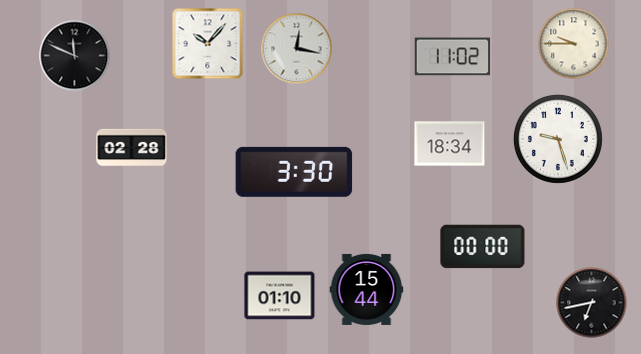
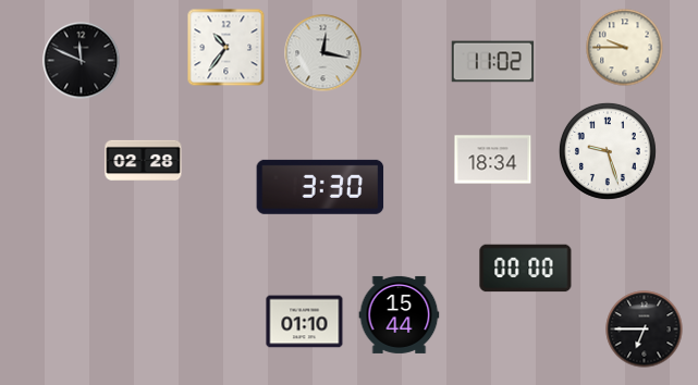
clock at (208, 44): 10:07 -> 10:36
clock at (450, 144) position: (450, 144) -> (493, 160)
clock at (592, 303): 6:43 -> 6:45
